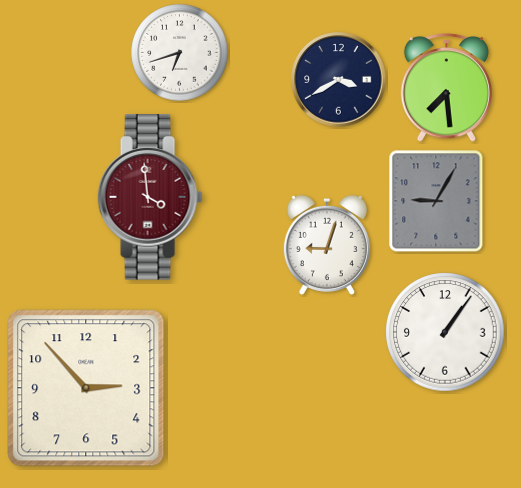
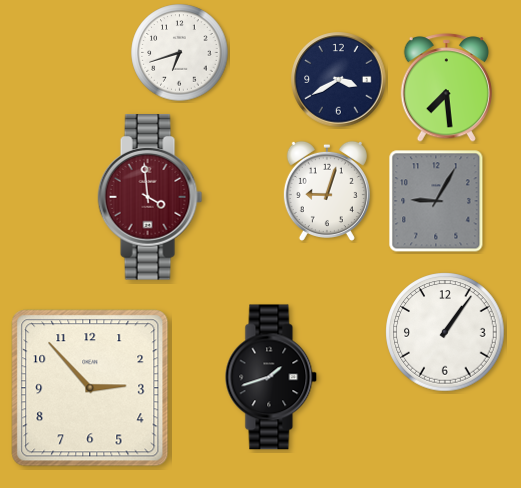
clock at (327, 245) position: (327, 245) -> (327, 191)
clock at (271, 377): none -> 1:42
clock at (86, 388) position: (86, 388) -> (90, 388)
